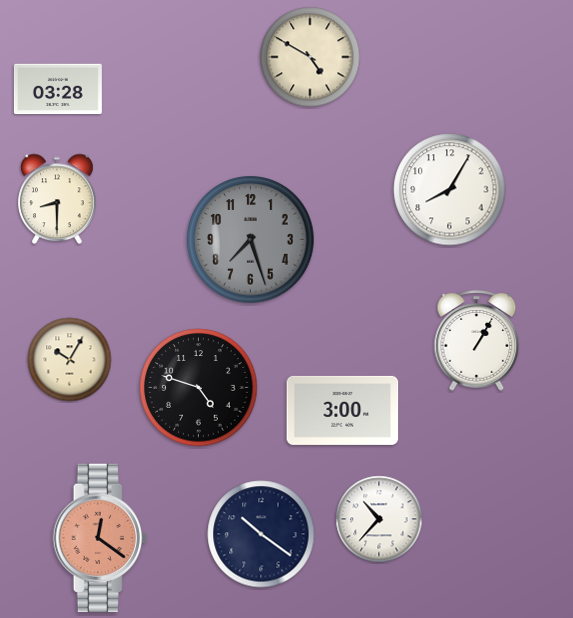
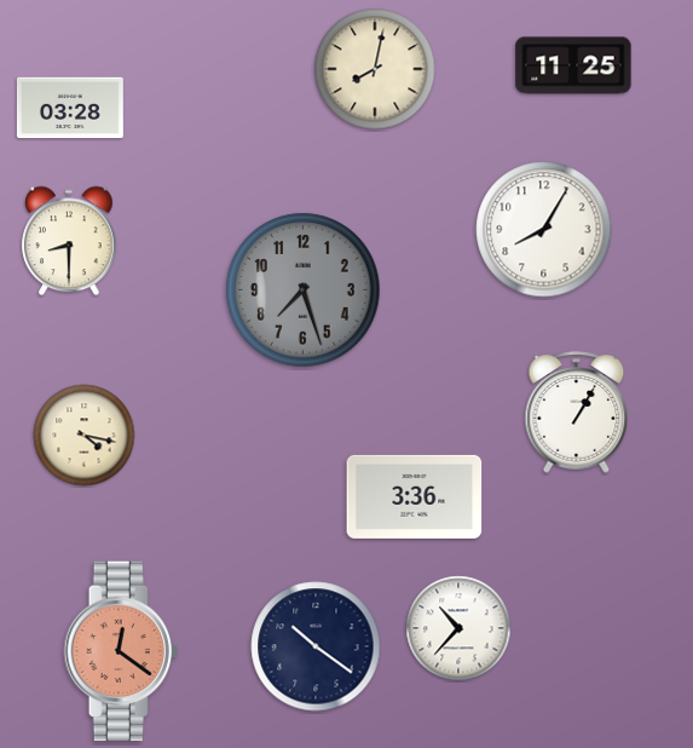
clock at (573, 65): none -> 11:25
clock at (310, 57): 4:50 -> 8:02
clock at (70, 360): 10:05 -> 4:17
clock at (199, 388): 4:48 -> none
clock at (343, 410): 3:00 -> 3:36
